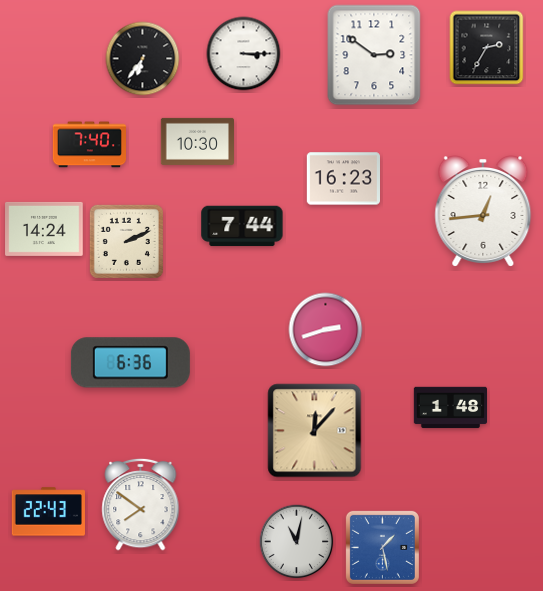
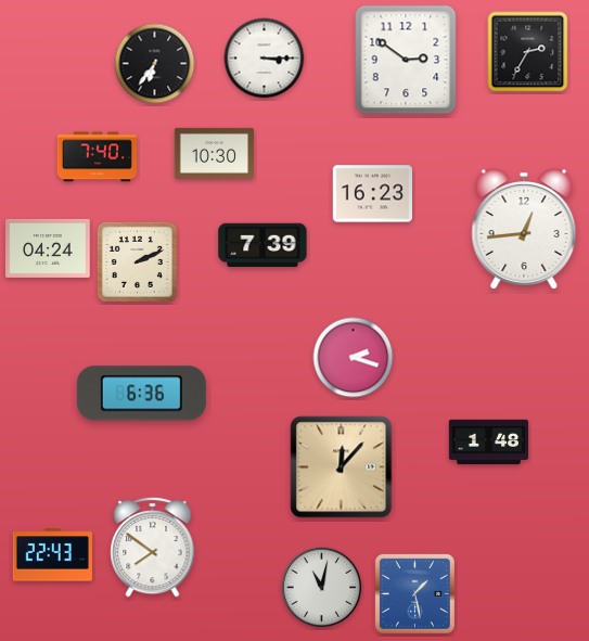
clock at (242, 226): 7:44 -> 7:39
clock at (44, 229): 14:24 -> 04:24
clock at (326, 330): 2:42 -> 2:18
